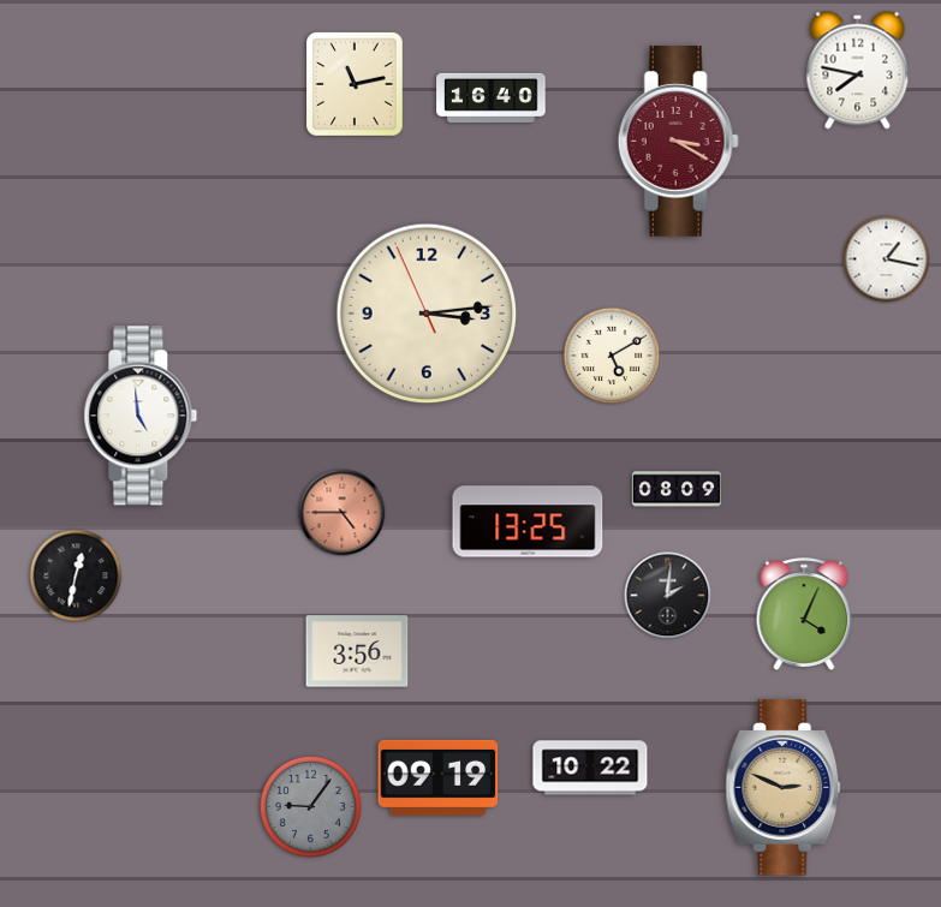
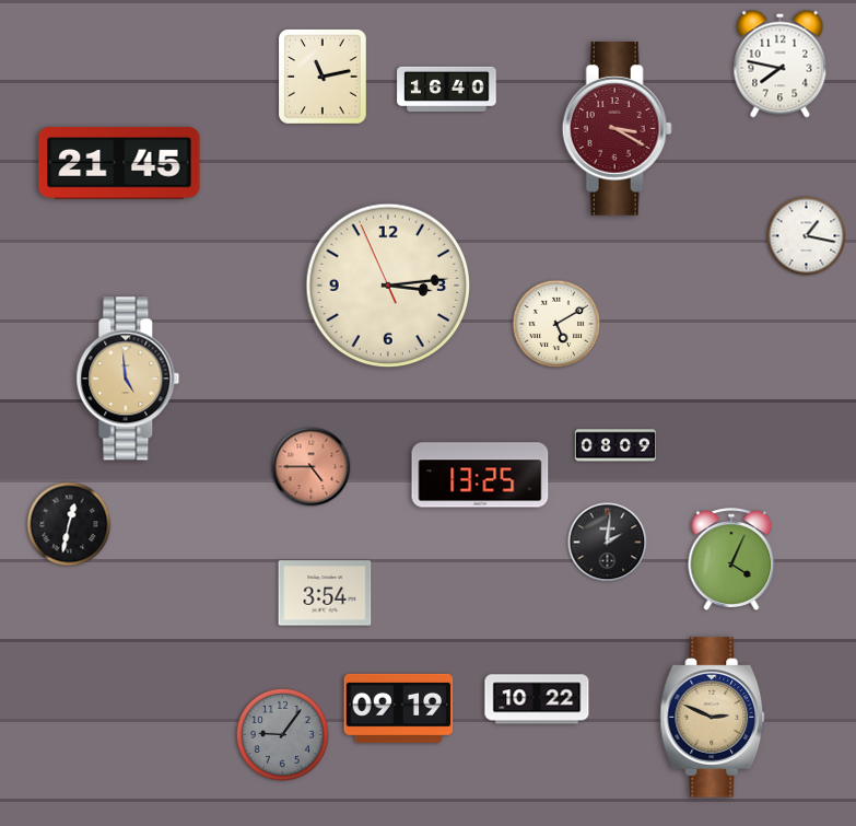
clock at (119, 163): none -> 21:45
clock at (141, 416) dial: white -> champagne
clock at (357, 651): 3:56 -> 3:54
